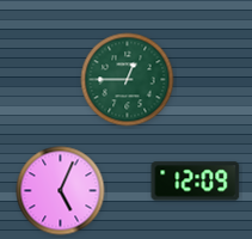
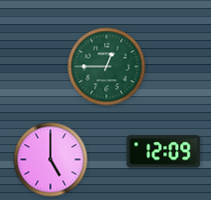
clock at (61, 191): 5:04 -> 5:00
